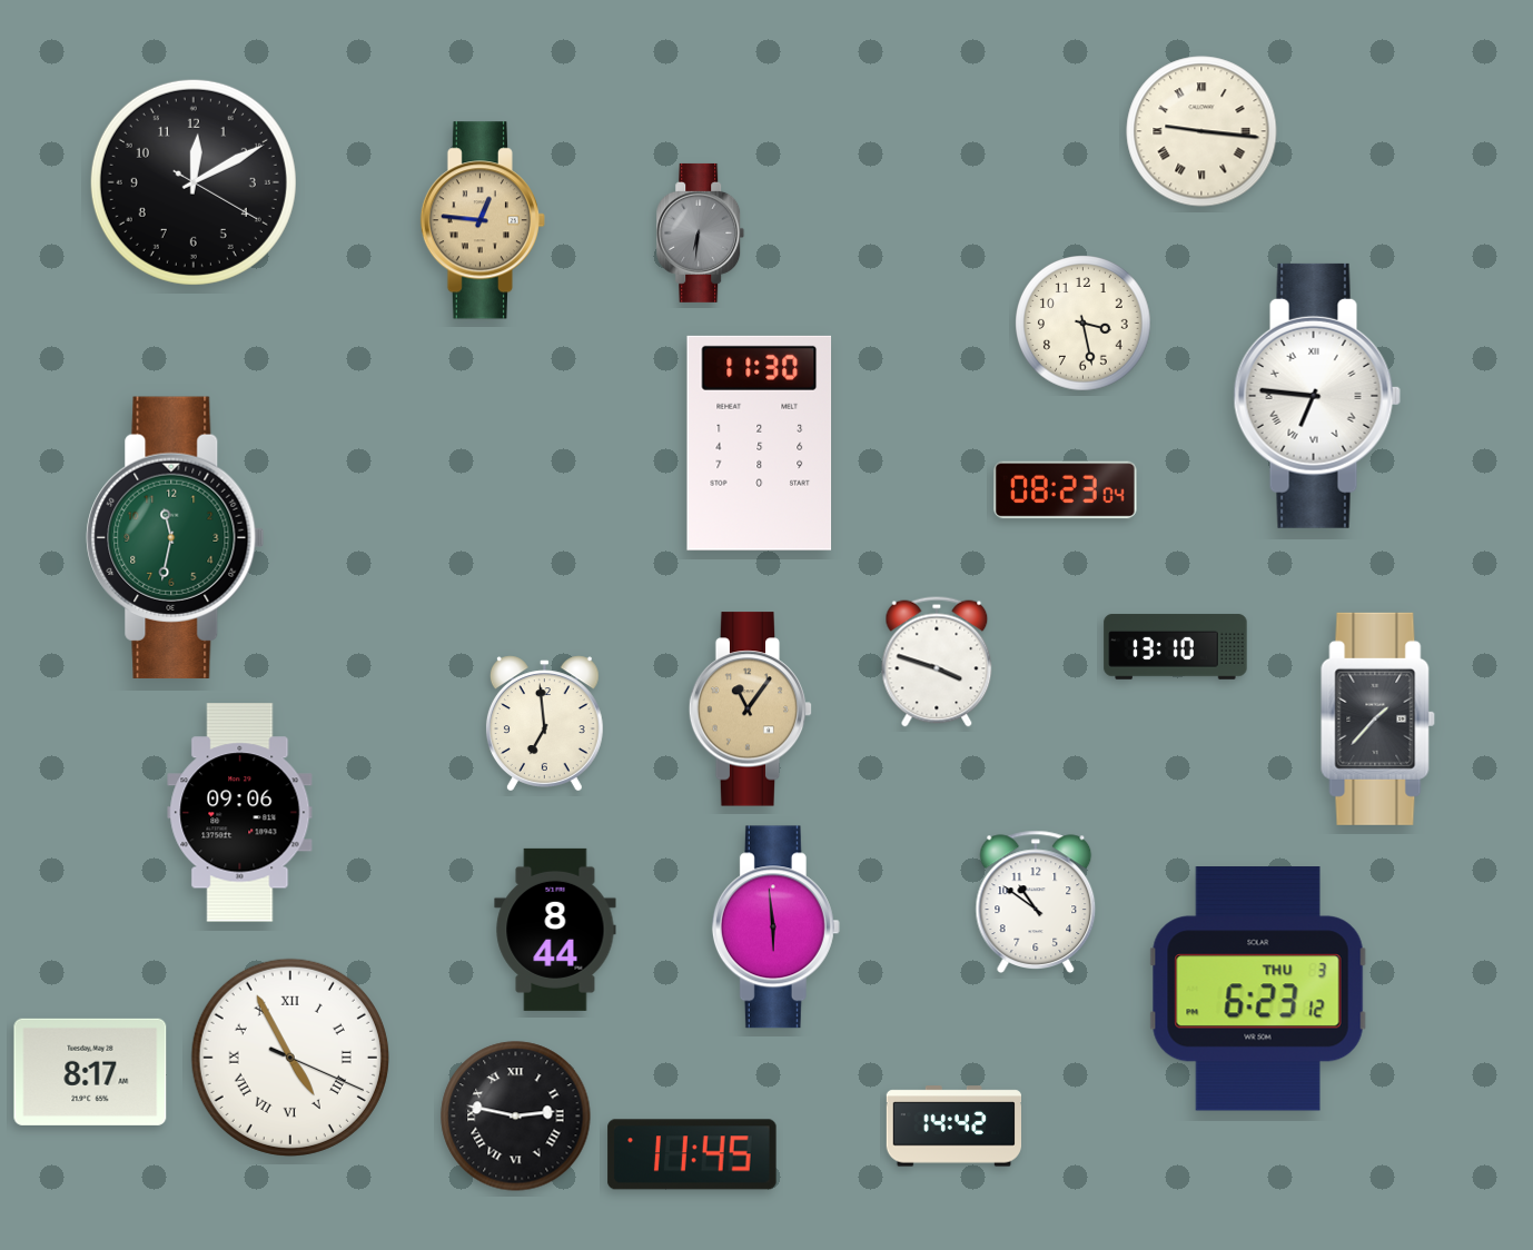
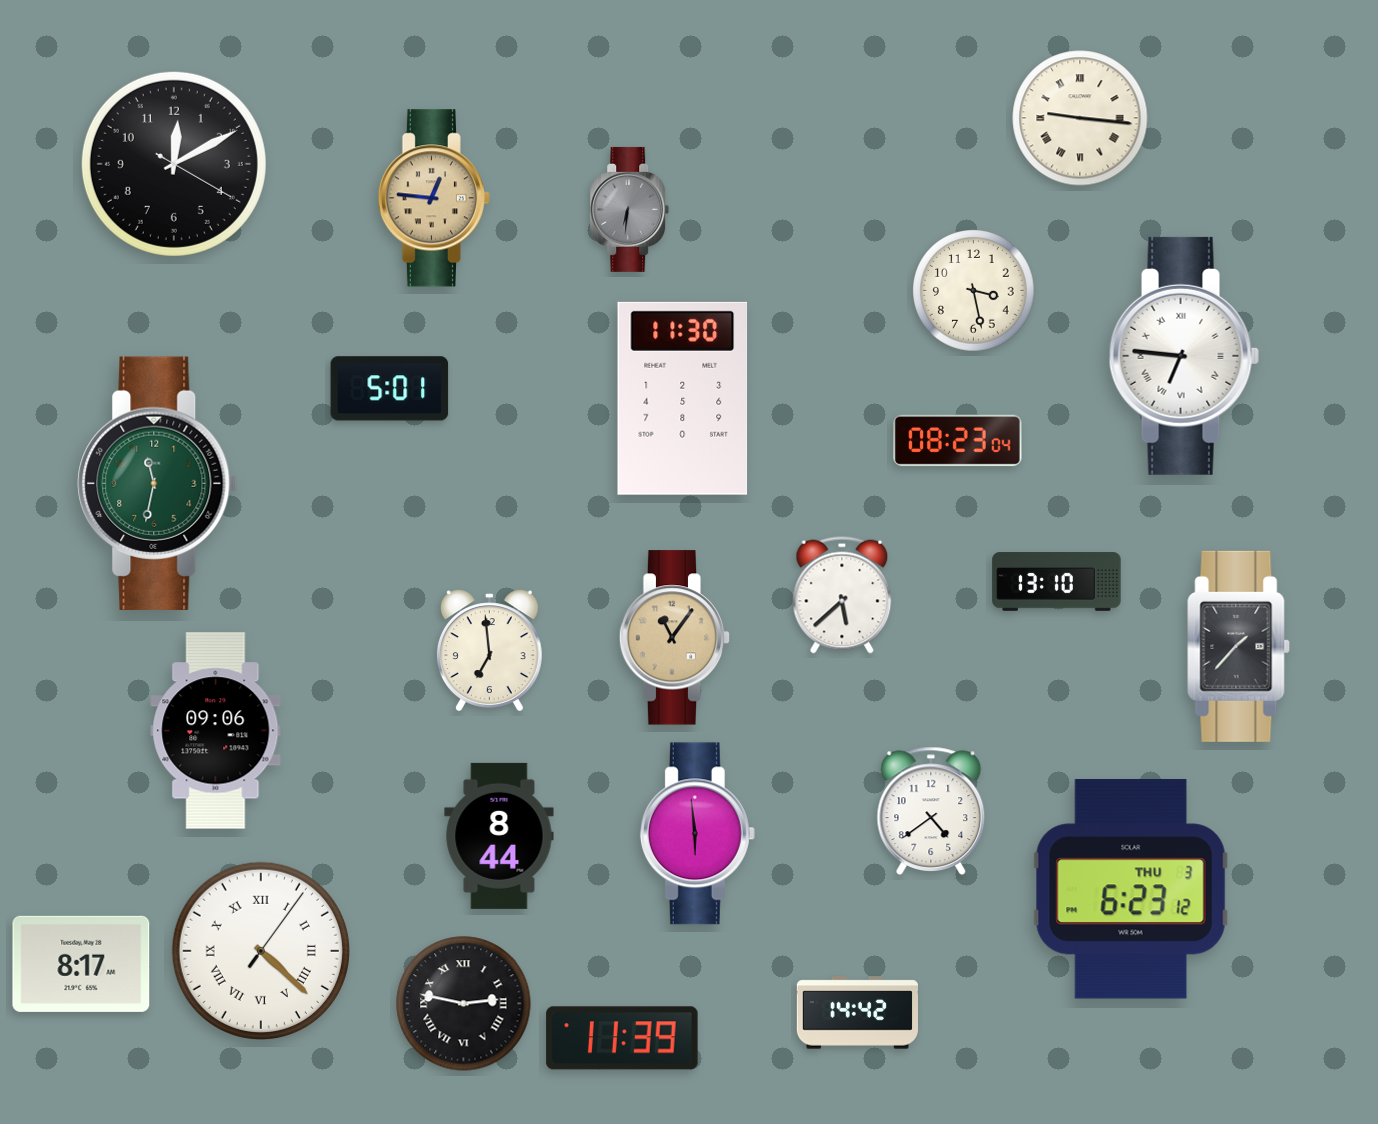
clock at (390, 389): none -> 5:01
clock at (937, 662): 3:48 -> 5:38
clock at (1036, 902): 10:51 -> 4:39
clock at (290, 1058): 4:55 -> 4:22
clock at (692, 1154): 11:45 -> 11:39
